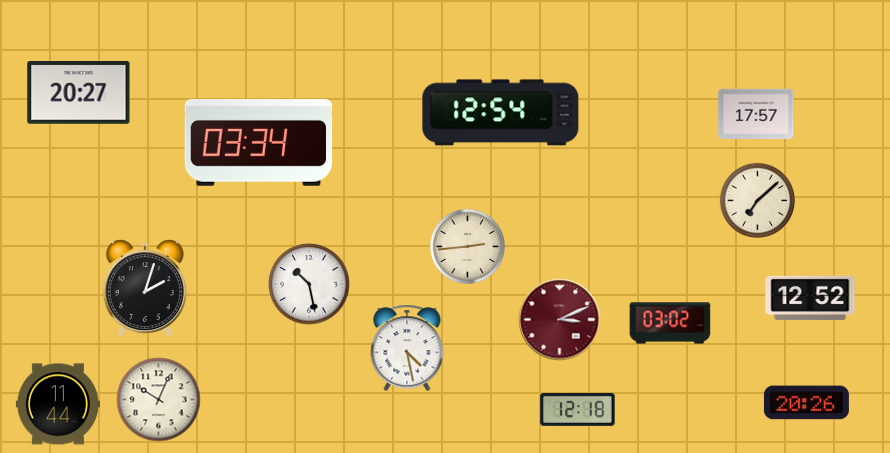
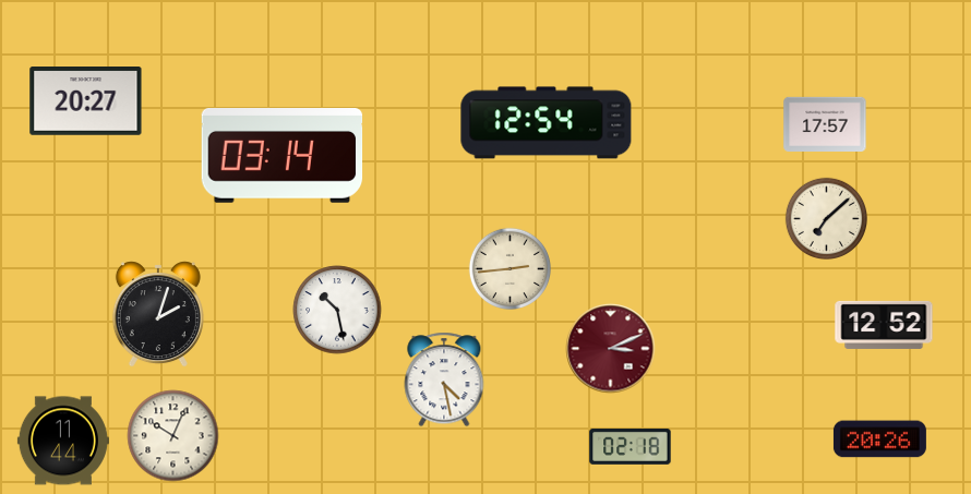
clock at (259, 143): 03:34 -> 03:14
clock at (670, 323): 03:02 -> none
clock at (578, 409): 12:18 -> 02:18
